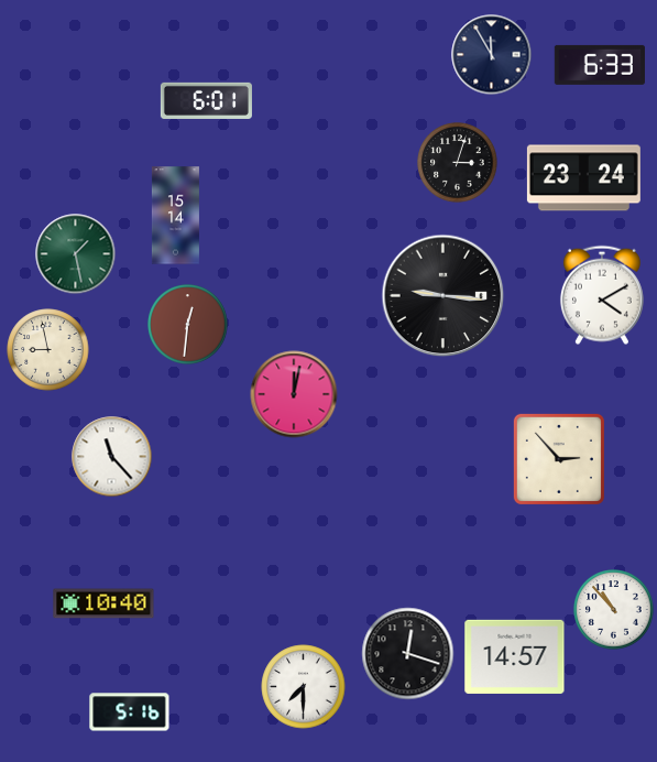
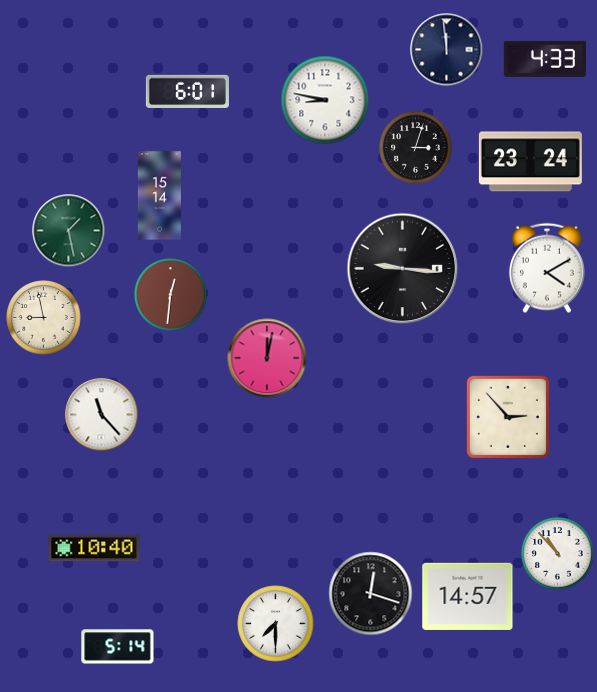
clock at (492, 55): 11:55 -> 11:59
clock at (600, 65): 6:33 -> 4:33
clock at (325, 100): none -> 8:47
clock at (130, 712): 5:16 -> 5:14
